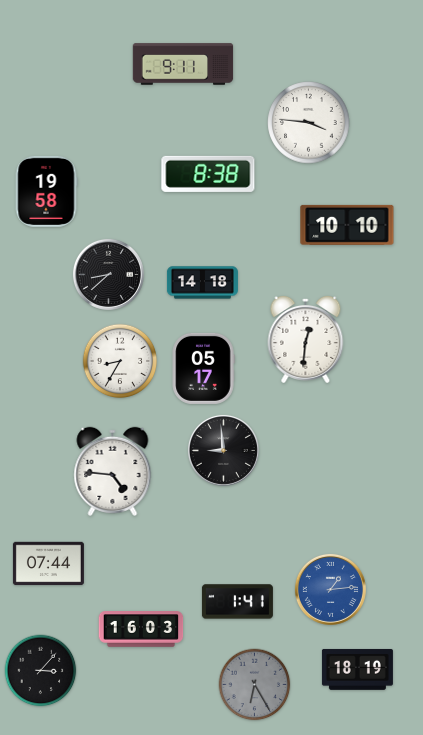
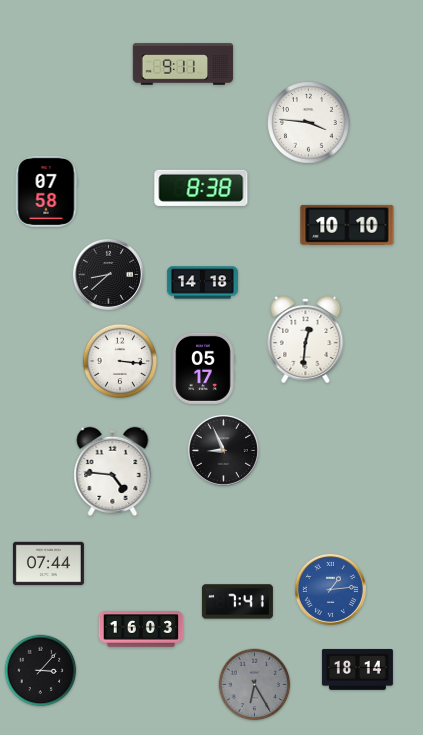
clock at (208, 174) position: (208, 174) -> (201, 188)
clock at (46, 191): 19:58 -> 07:58
clock at (120, 361): 8:35 -> 3:16
clock at (223, 450): 8:59 -> 8:56
clock at (237, 602): 1:41 -> 7:41
clock at (357, 669): 18:19 -> 18:14
